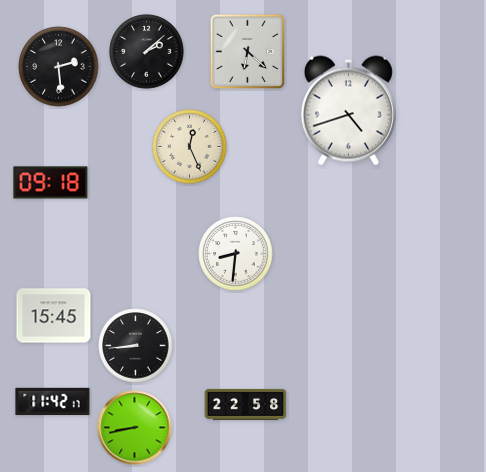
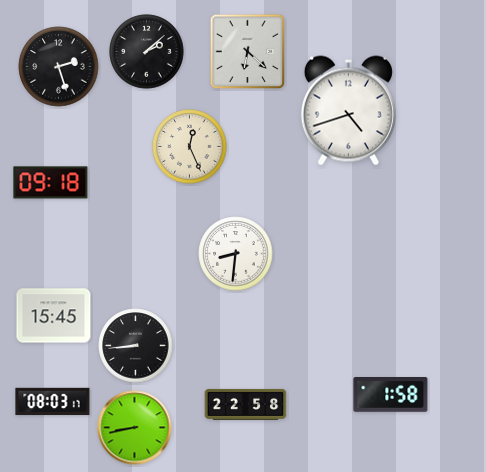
clock at (59, 67): 2:29 -> 2:27
clock at (391, 395): none -> 1:58
clock at (53, 402): 11:42 -> 08:03
